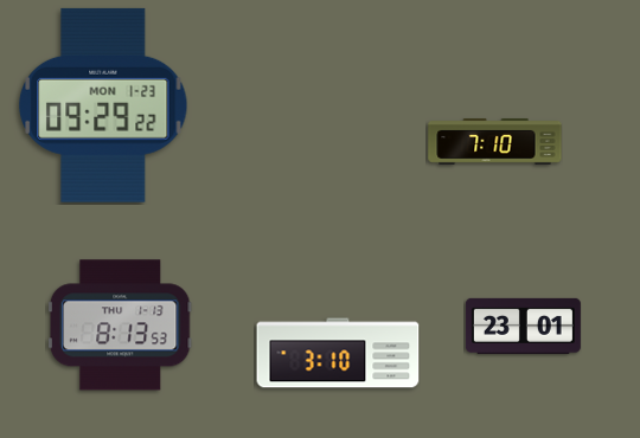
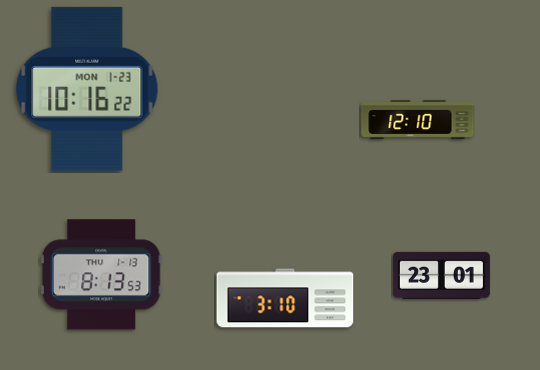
clock at (103, 105): 09:29 -> 10:16
clock at (495, 141): 7:10 -> 12:10
